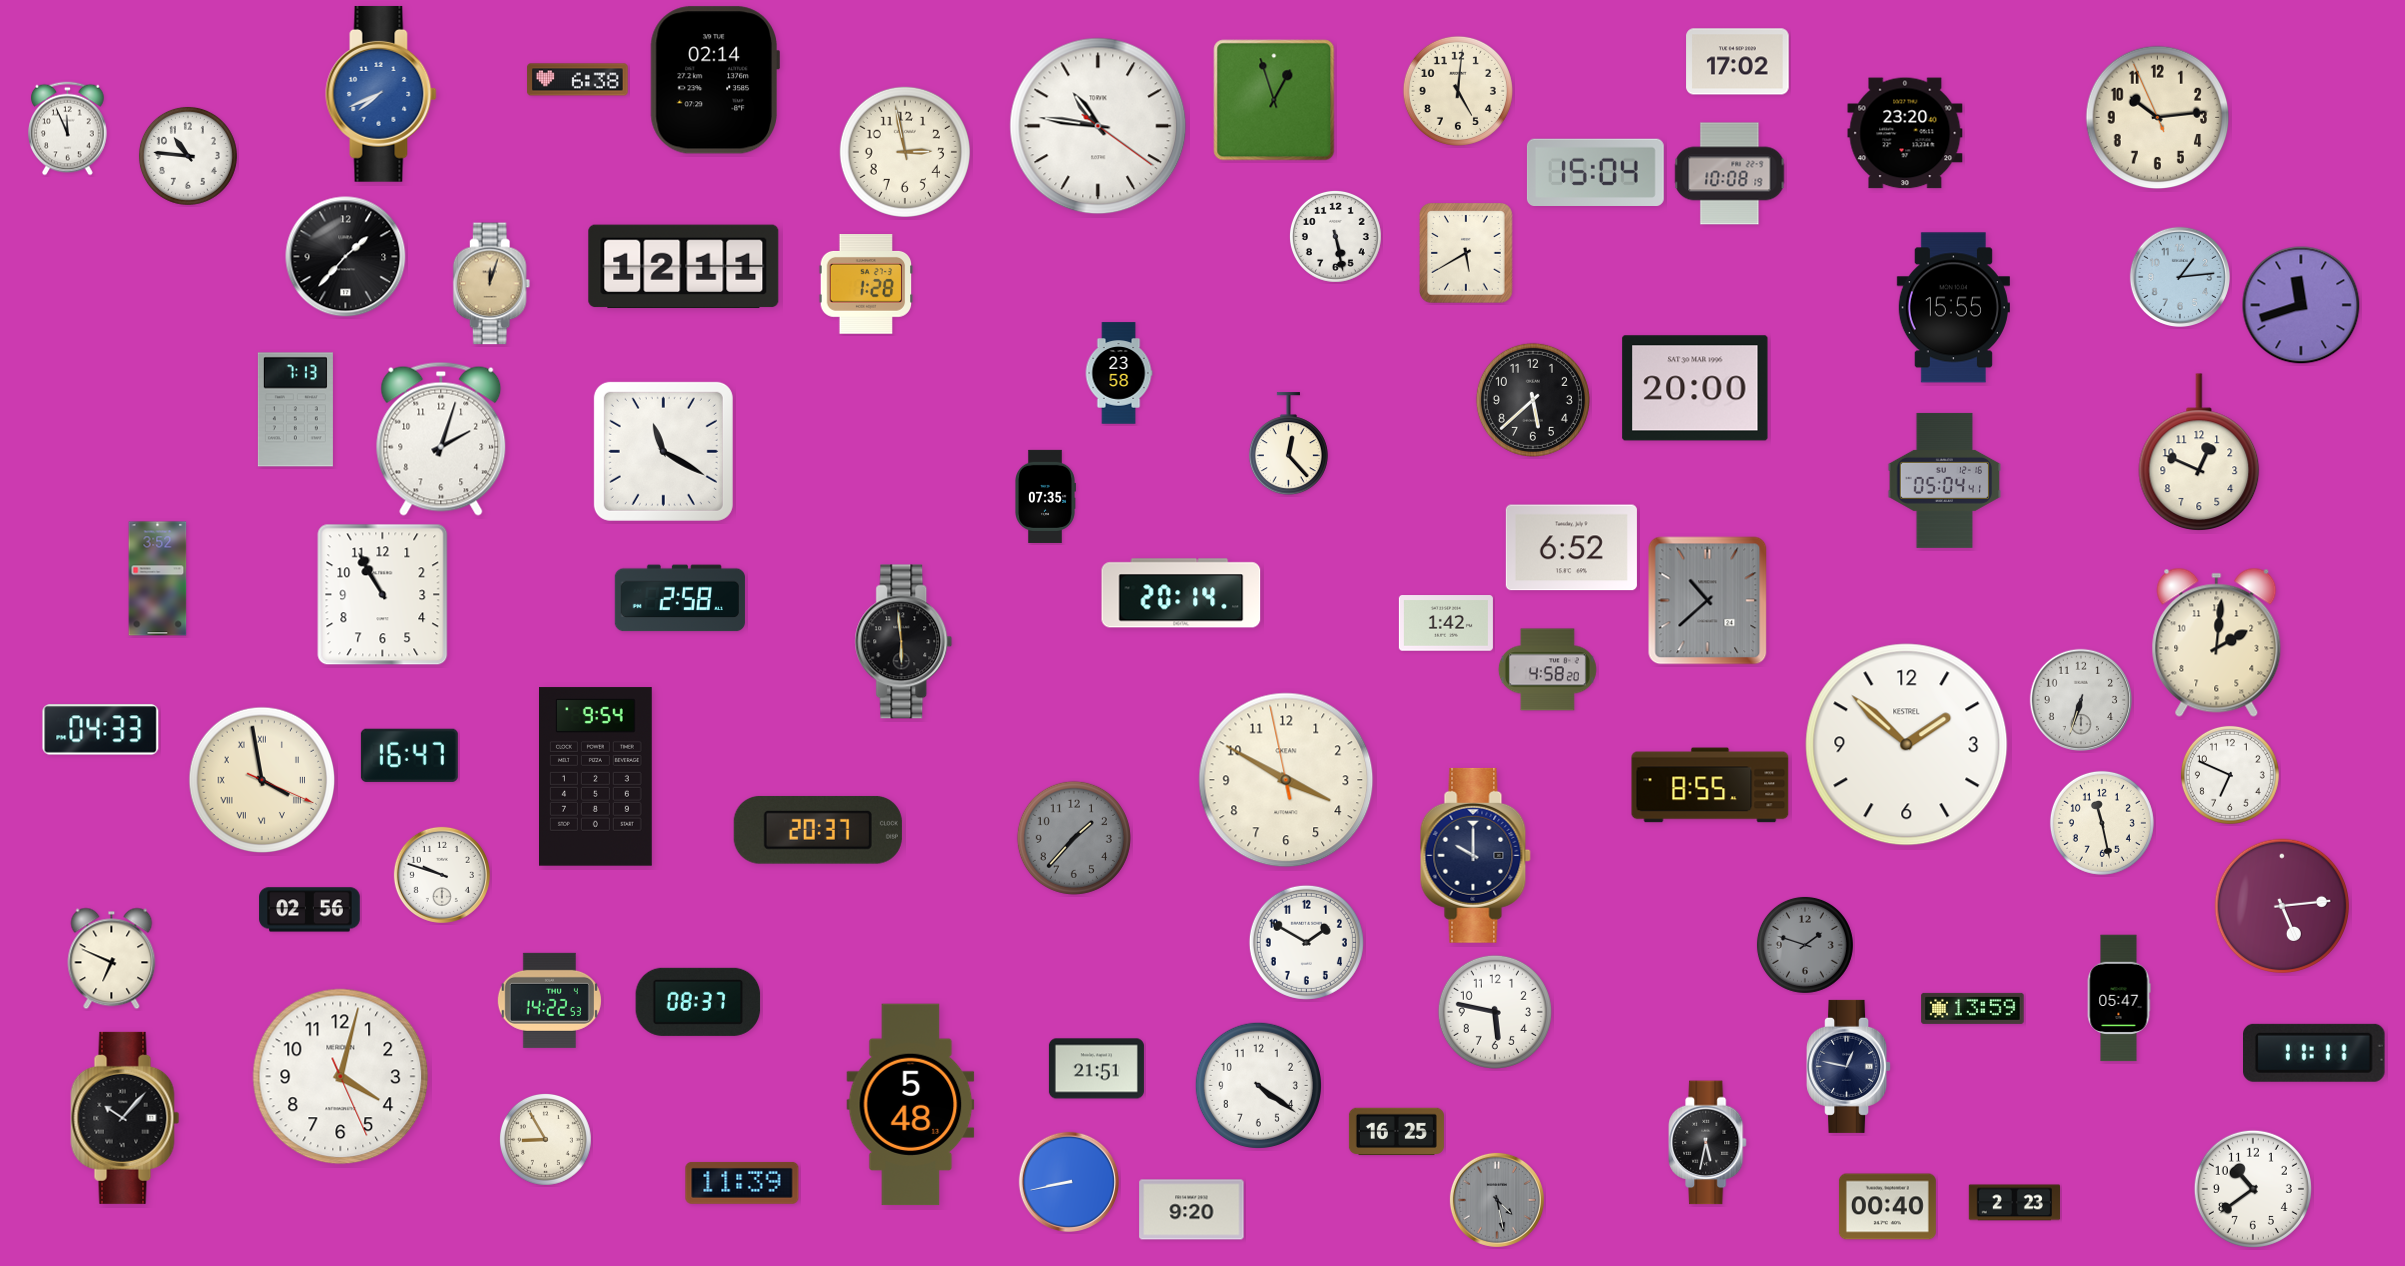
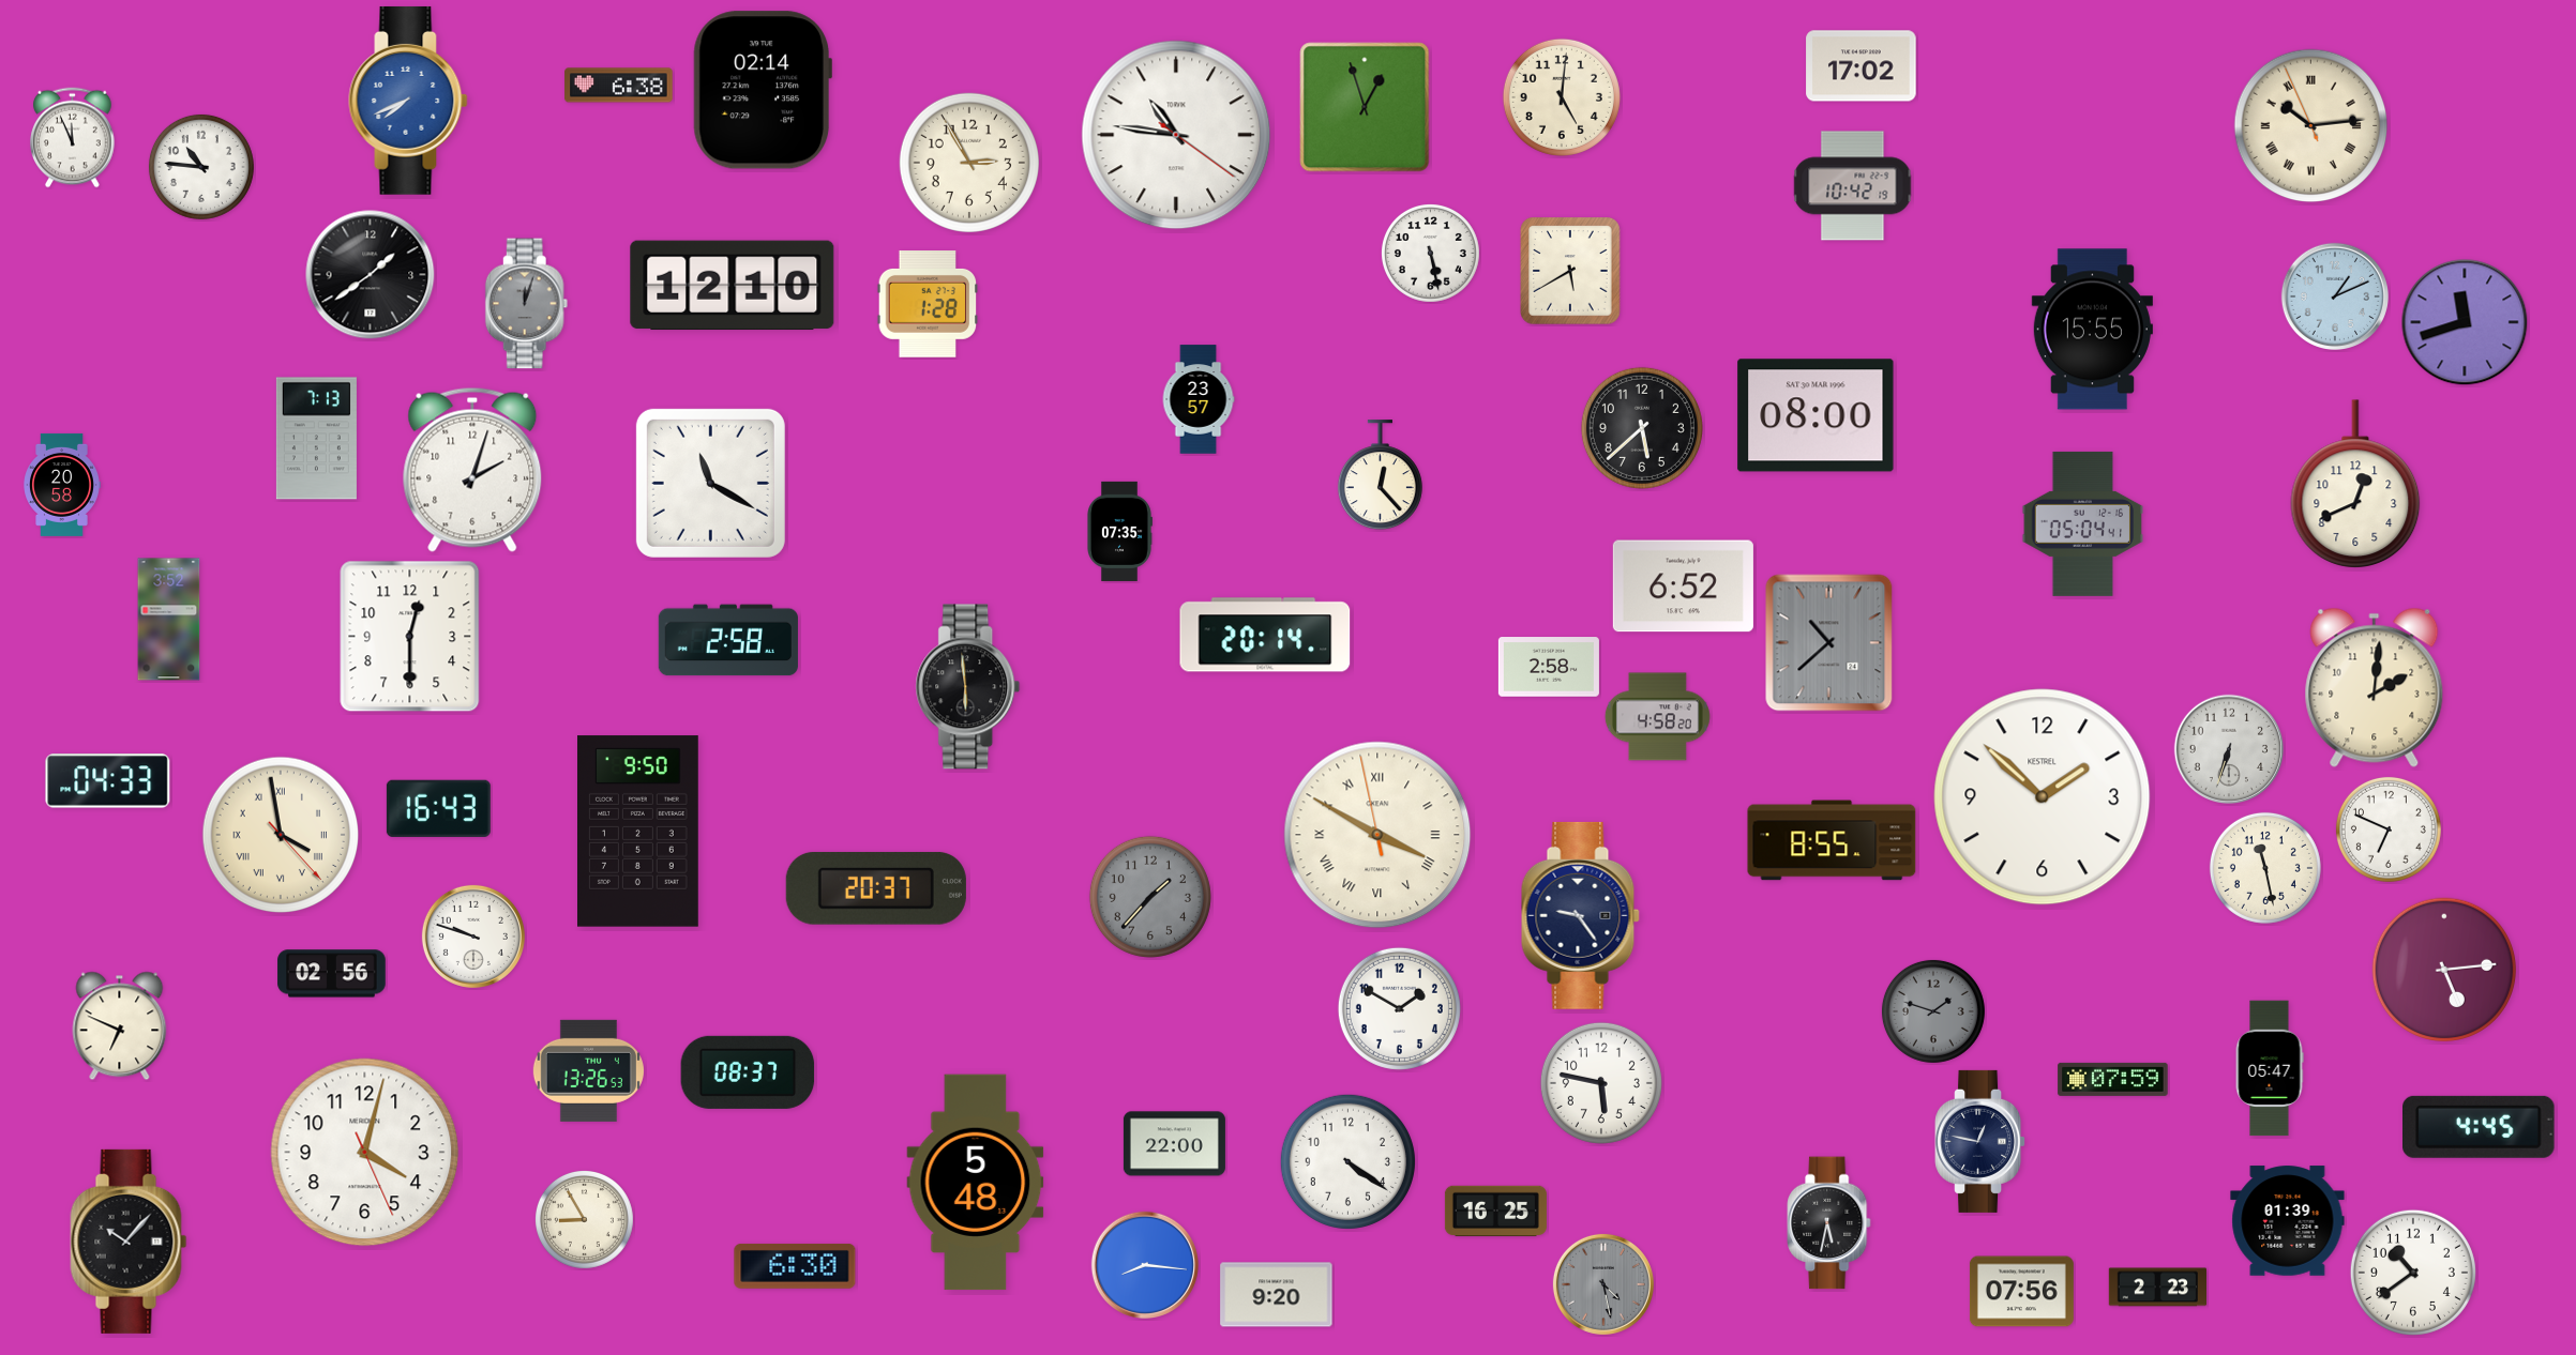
clock at (715, 80) position: (715, 80) -> (763, 90)
clock at (2158, 118) numerals: Arabic -> Roman
clock at (1905, 133): 23:20 -> none
clock at (905, 152): 2:58 -> 2:55
clock at (1595, 172): 15:04 -> none
clock at (1730, 174): 10:08 -> 10:42
clock at (346, 257): 1:37 -> 1:39
clock at (684, 267): 12:11 -> 12:10
clock at (2179, 276): 1:14 -> 1:11
clock at (492, 284) dial: champagne -> grey
clock at (2301, 305) position: (2301, 305) -> (2465, 322)
clock at (1119, 373): 23:58 -> 23:57
clock at (1695, 388): 20:00 -> 08:00
clock at (2199, 452): 12:49 -> 12:41
clock at (62, 485): none -> 20:58
clock at (1945, 480) position: (1945, 480) -> (2083, 523)
clock at (383, 595): 10:55 -> 12:30
clock at (1446, 623): 1:42 -> 2:58
clock at (409, 755): 16:47 -> 16:43
clock at (596, 777): 9:54 -> 9:50
clock at (262, 780): 3:58:19 -> 3:58:23
clock at (1286, 780) numerals: Arabic -> Roman
clock at (2102, 823) position: (2102, 823) -> (2265, 868)
clock at (1475, 855): 10:00 -> 9:24
clock at (549, 1000): 14:22 -> 13:26
clock at (1973, 1008): 13:59 -> 07:59
clock at (2315, 1053): 11:11 -> 4:45
clock at (1096, 1069): 21:51 -> 22:00
clock at (125, 1118) position: (125, 1118) -> (129, 1242)
clock at (2288, 1221): none -> 01:39
clock at (1068, 1181): 8:43 -> 8:16
clock at (742, 1183): 11:39 -> 6:30
clock at (1887, 1207): 00:40 -> 07:56
